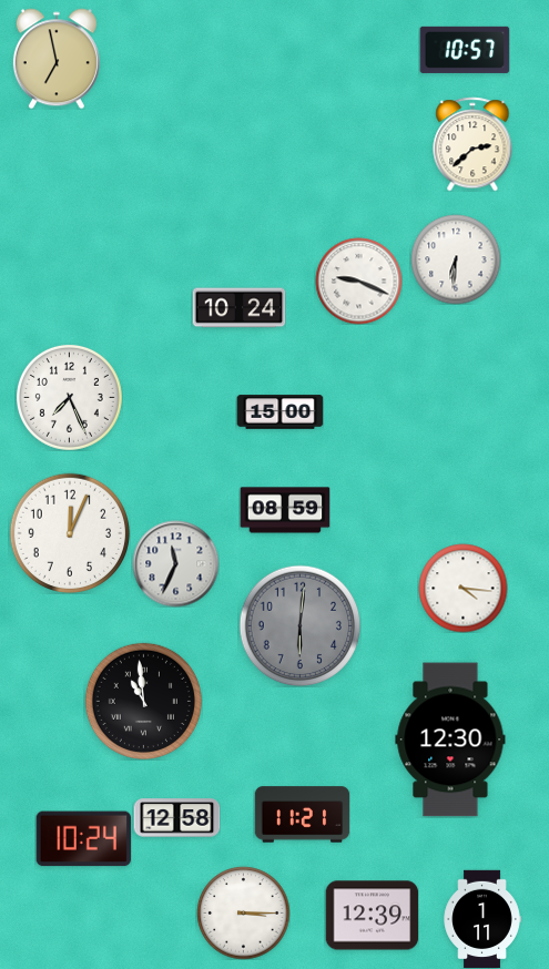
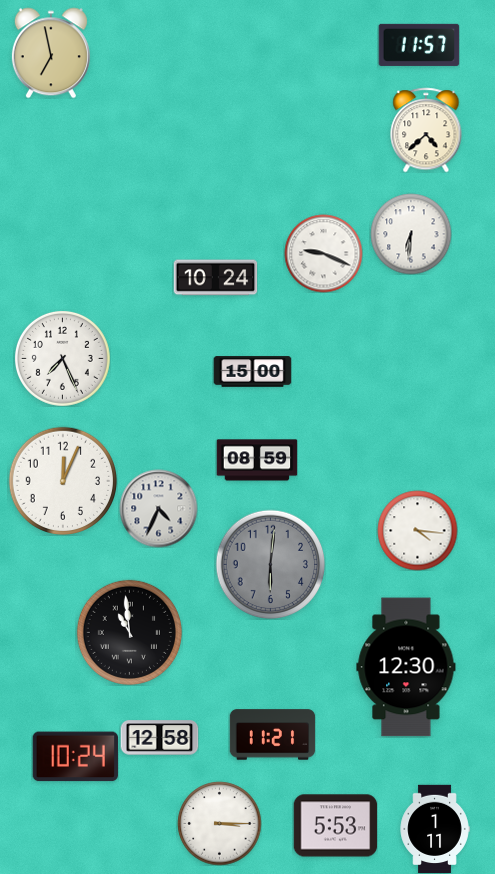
clock at (465, 50): 10:57 -> 11:57
clock at (472, 144): 2:38 -> 4:38
clock at (175, 563): 11:34 -> 4:34
clock at (372, 916): 12:39 -> 5:53
